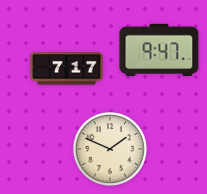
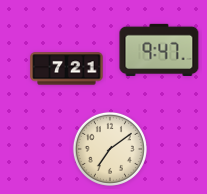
clock at (67, 69): 7:17 -> 7:21
clock at (110, 149): 1:49 -> 7:09
